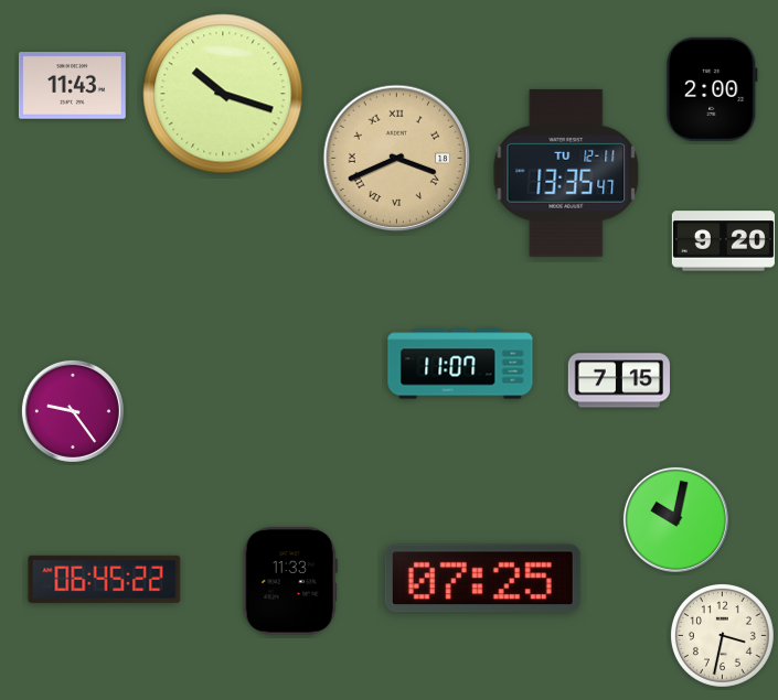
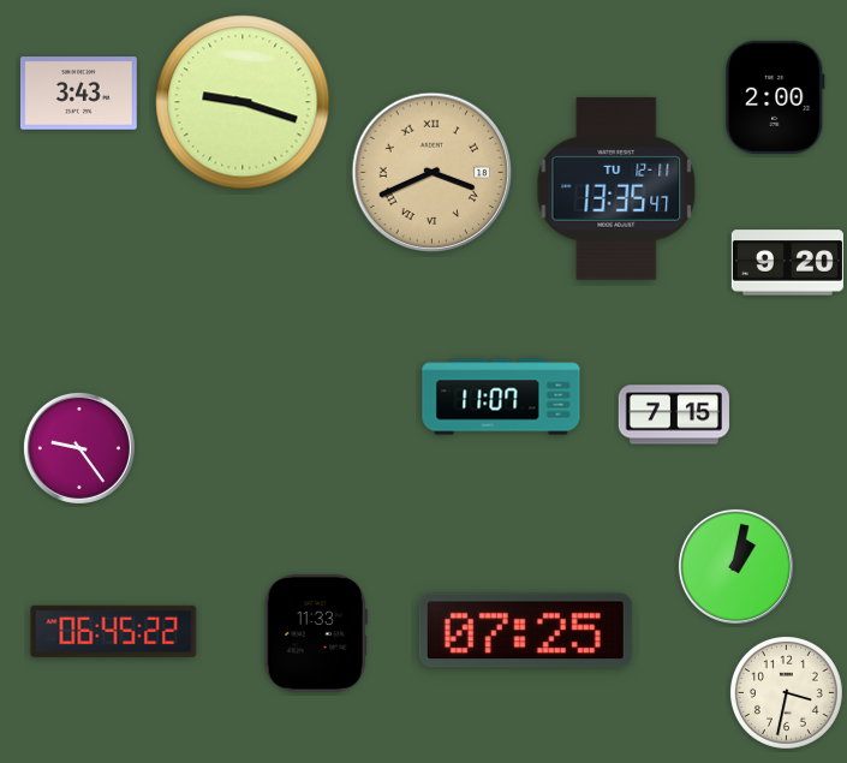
clock at (72, 86): 11:43 -> 3:43
clock at (223, 94): 10:18 -> 9:18
clock at (675, 519): 10:02 -> 1:02
